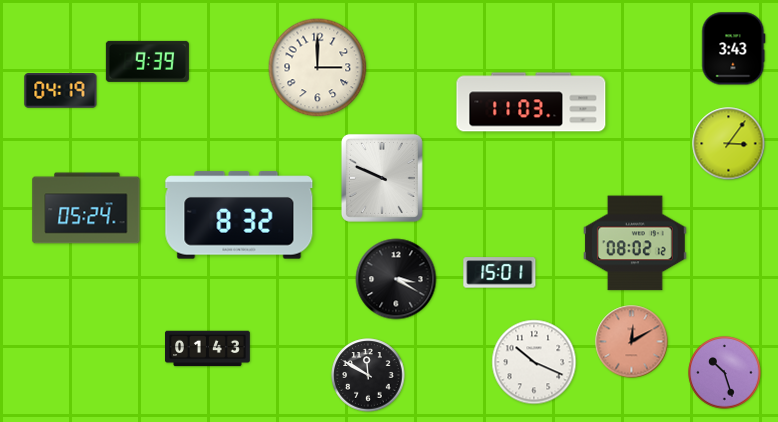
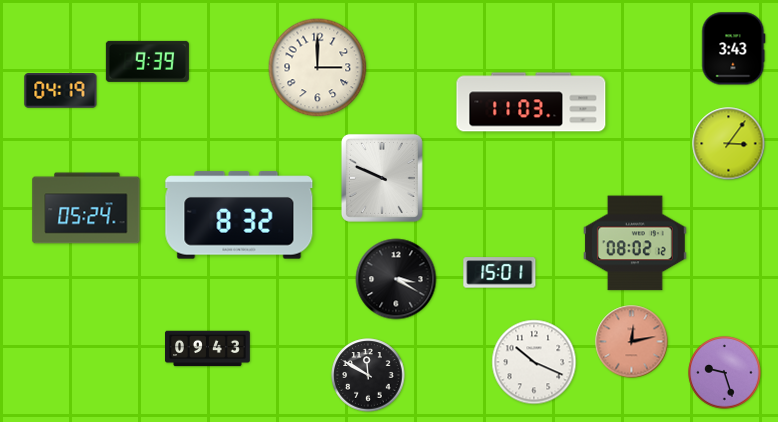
clock at (632, 342): 12:10 -> 12:13
clock at (208, 349): 01:43 -> 09:43
clock at (725, 373): 10:27 -> 9:27
